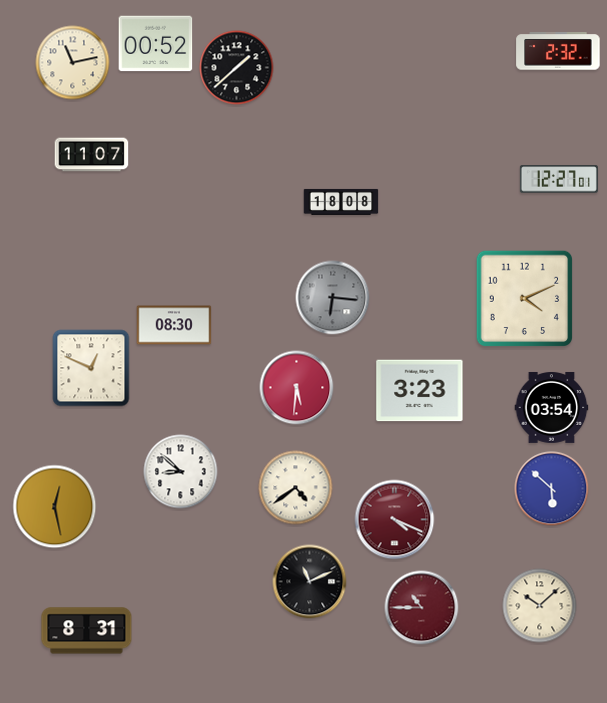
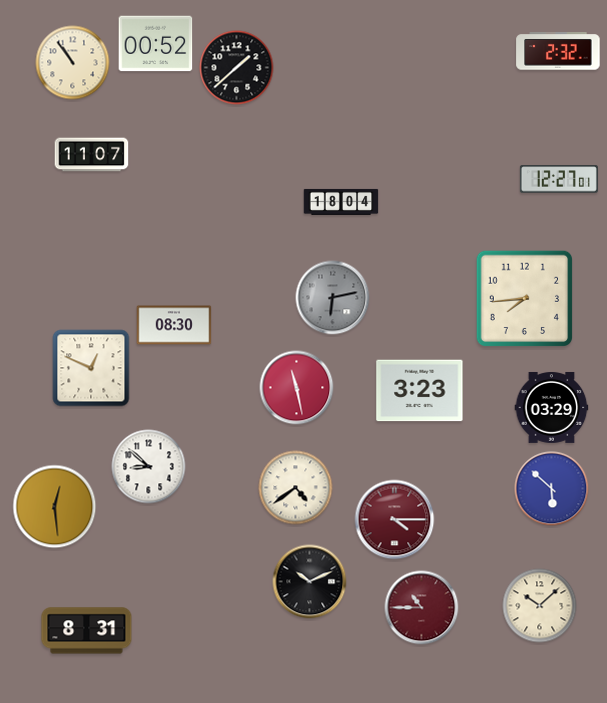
clock at (73, 63): 11:13 -> 10:54
clock at (341, 202): 18:08 -> 18:04
clock at (333, 298): 6:16 -> 6:13
clock at (525, 299): 4:11 -> 7:44
clock at (297, 388): 5:31 -> 11:28
clock at (552, 407): 03:54 -> 03:29
clock at (181, 472) position: (181, 472) -> (149, 467)
clock at (55, 507): 12:28 -> 12:29
clock at (395, 520): 4:19 -> 4:15
clock at (310, 582): 11:11 -> 10:11
